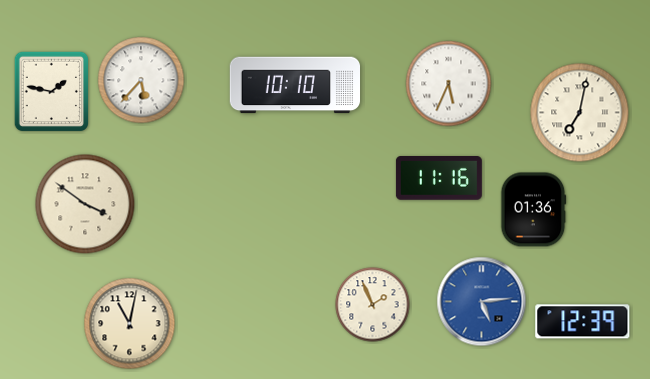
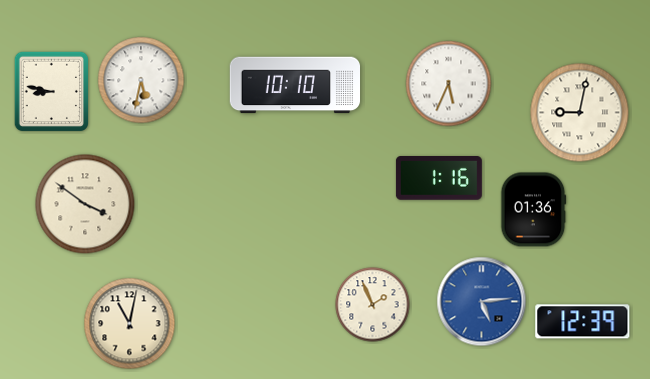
clock at (141, 80): 5:37 -> 5:32
clock at (52, 92): 1:47 -> 8:47
clock at (580, 113): 7:02 -> 9:02
clock at (439, 179): 11:16 -> 1:16
